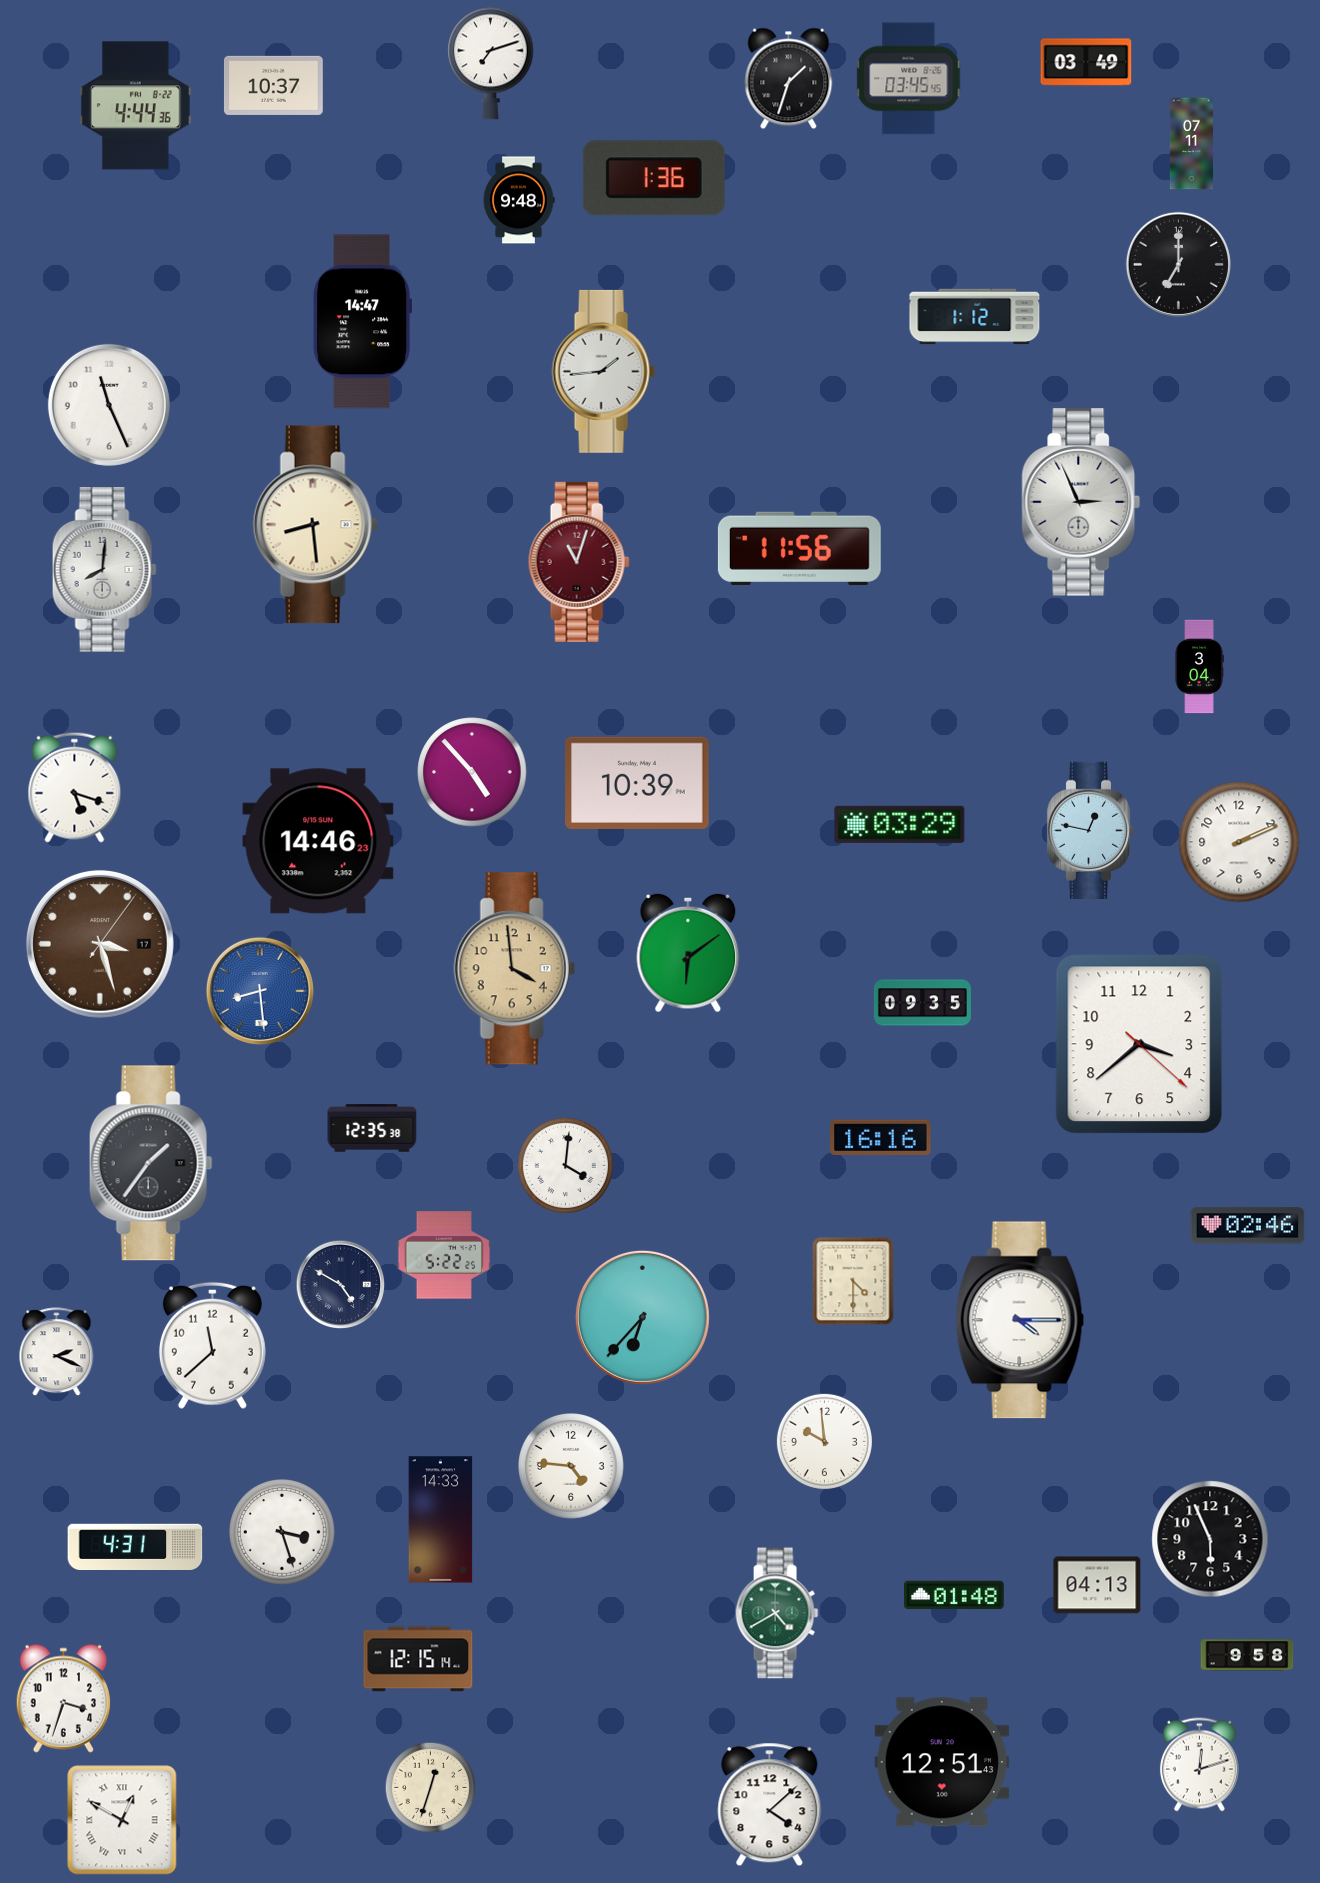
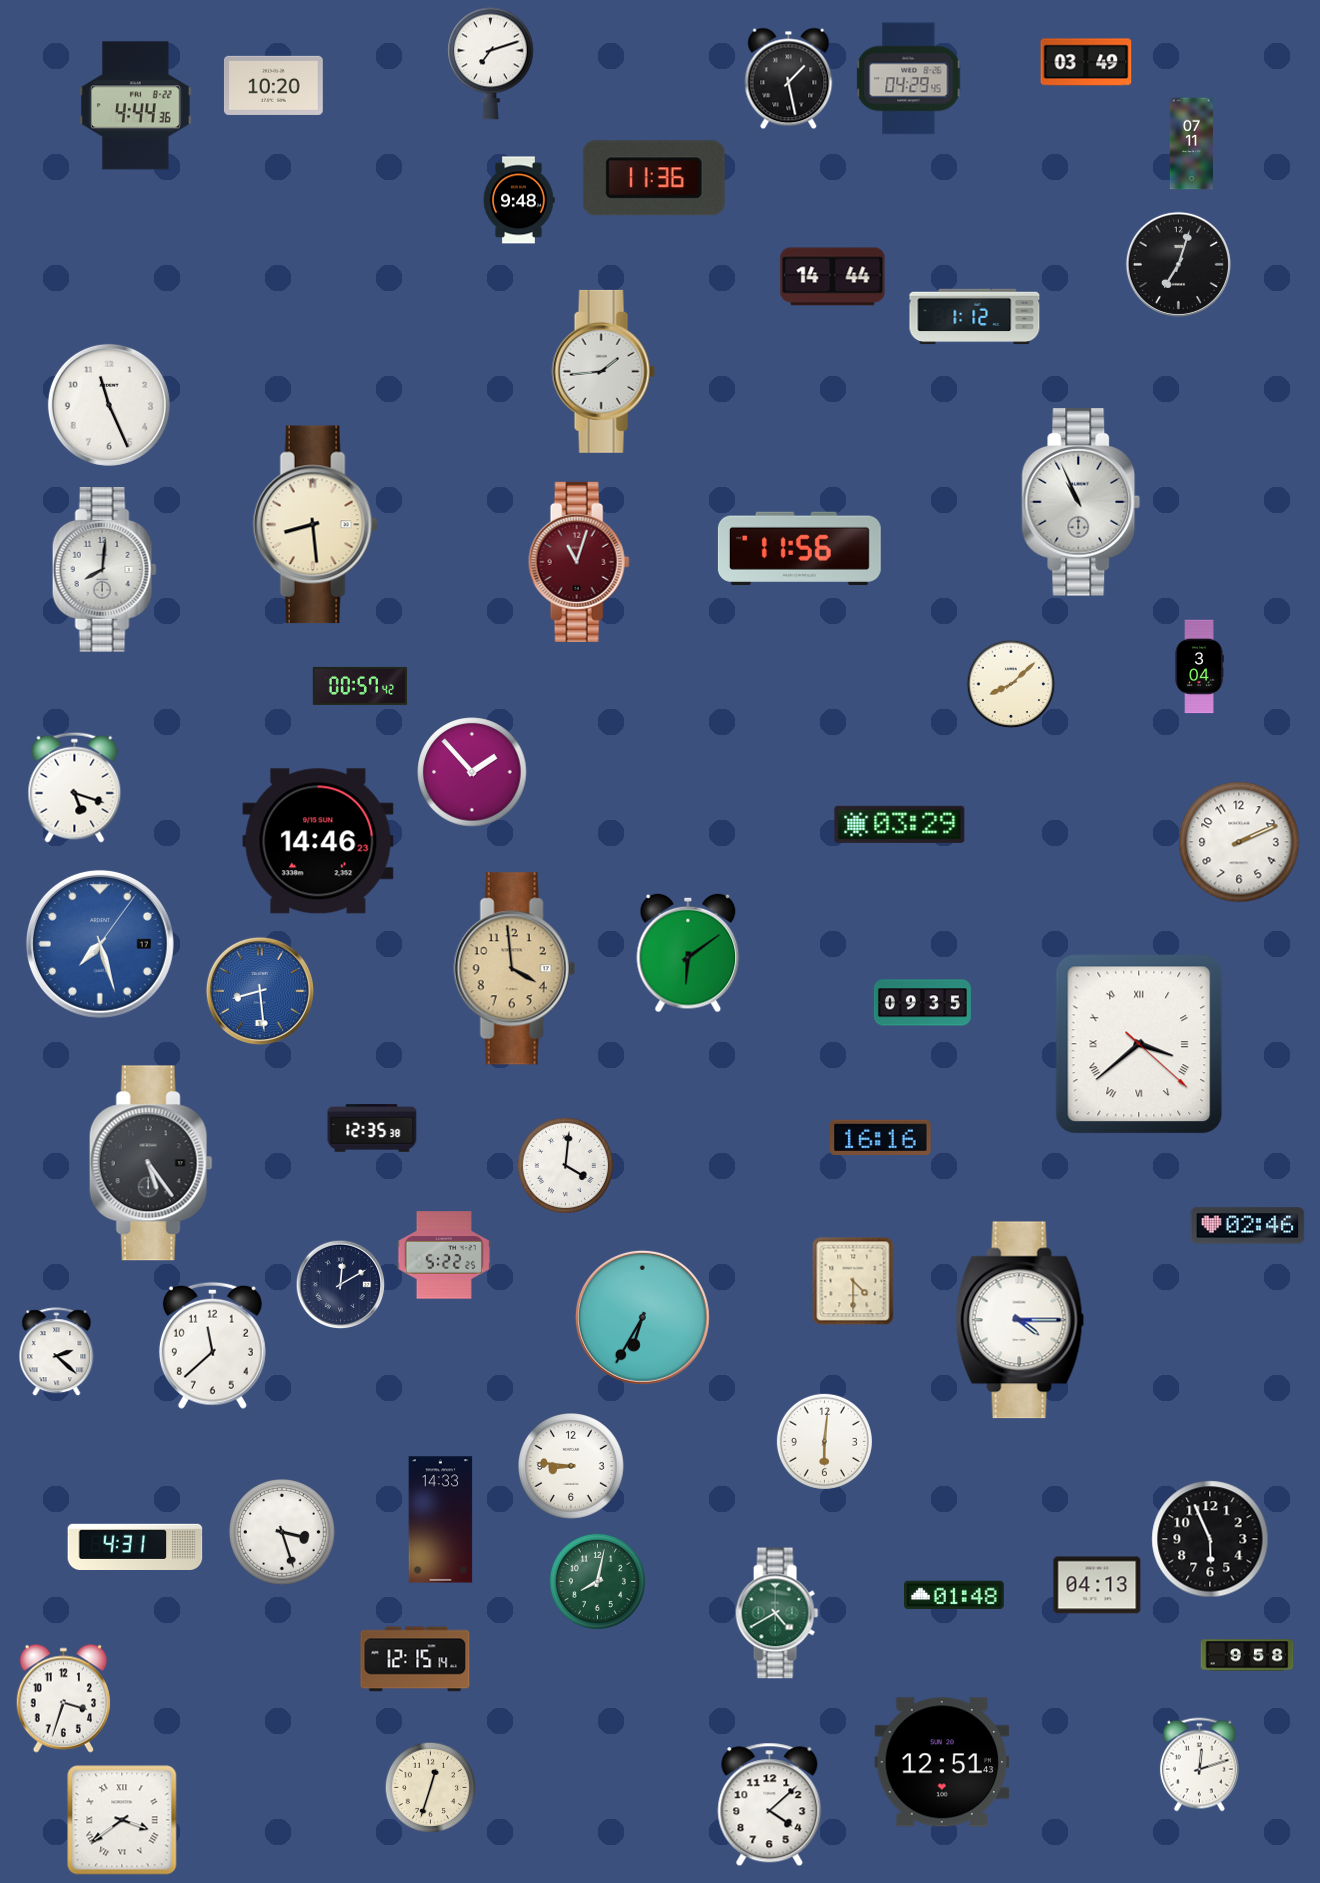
clock at (789, 79): 1:33 -> 1:28
clock at (909, 79): 03:45 -> 04:29
clock at (273, 85): 10:37 -> 10:20
clock at (654, 178): 1:36 -> 11:36
clock at (1178, 264): 7:00 -> 7:03
clock at (833, 277): none -> 14:44
clock at (362, 322): 14:47 -> none
clock at (1081, 502): 2:56 -> 10:56
clock at (1011, 684): none -> 8:08
clock at (360, 686): none -> 00:57
clock at (472, 772): 4:53 -> 1:53
clock at (637, 783): 10:39 -> none
clock at (1091, 830): 12:47 -> none
clock at (100, 944): 3:27 -> 7:27
clock at (100, 944) dial: brown -> blue
clock at (1139, 1044) numerals: Arabic -> Roman
clock at (151, 1163): 1:36 -> 5:24
clock at (341, 1285): 4:50 -> 12:10
clock at (642, 1317): 6:37 -> 6:35
clock at (57, 1352): 2:19 -> 2:22
clock at (824, 1441): 9:59 -> 6:01
clock at (572, 1467): 4:46 -> 8:46
clock at (597, 1581): none -> 8:02
clock at (418, 1659) position: (418, 1659) -> (415, 1659)
clock at (122, 1820): 12:50 -> 3:39
